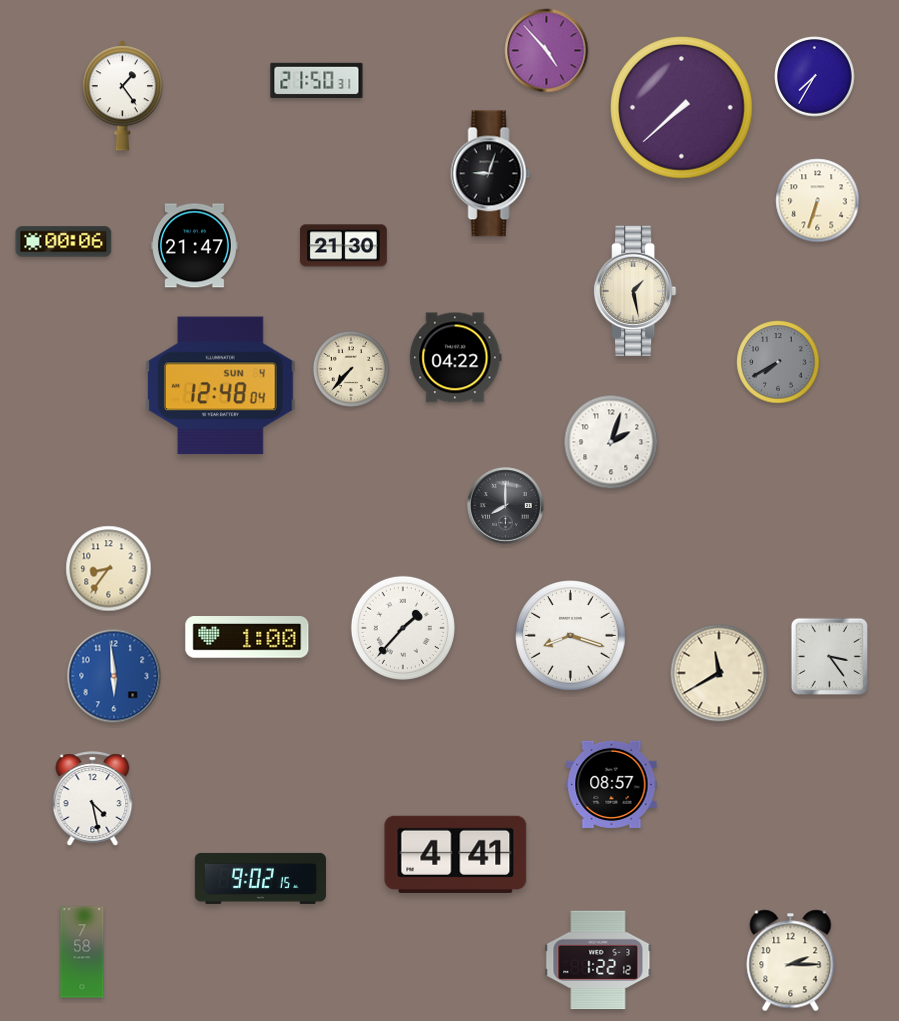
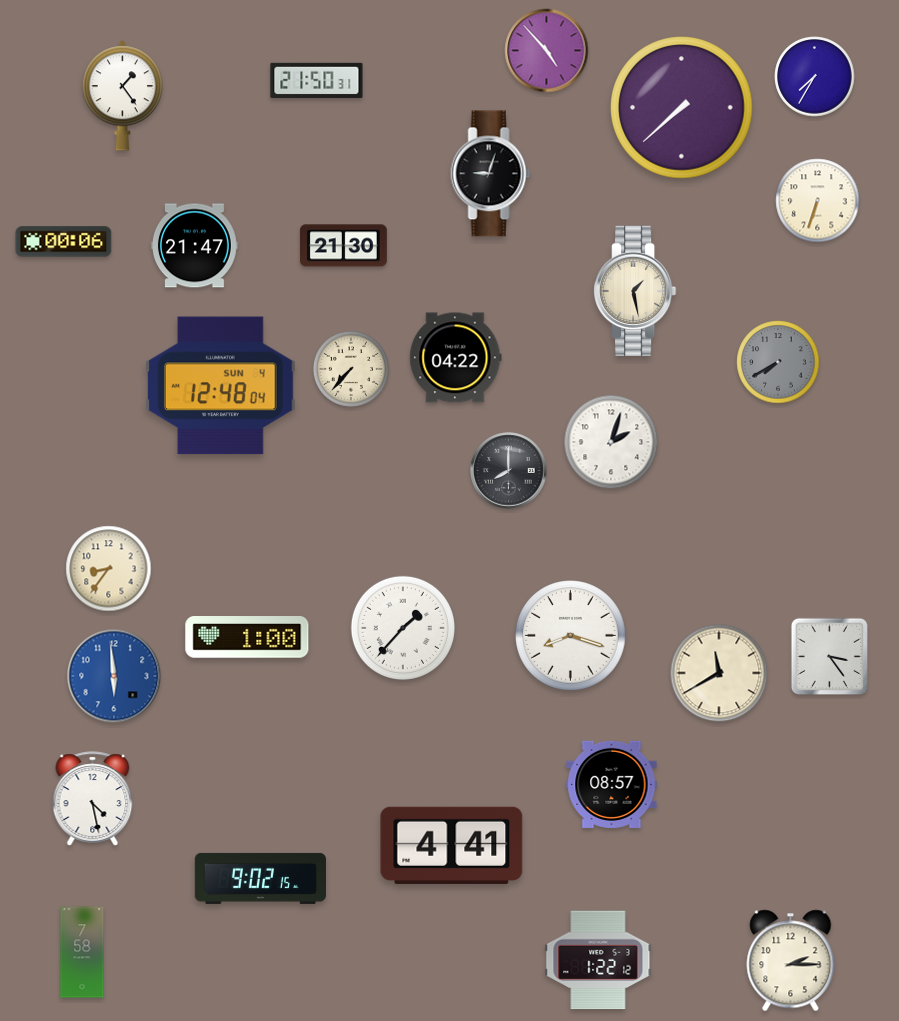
clock at (506, 506) position: (506, 506) -> (509, 471)
clock at (456, 854) position: (456, 854) -> (452, 845)
